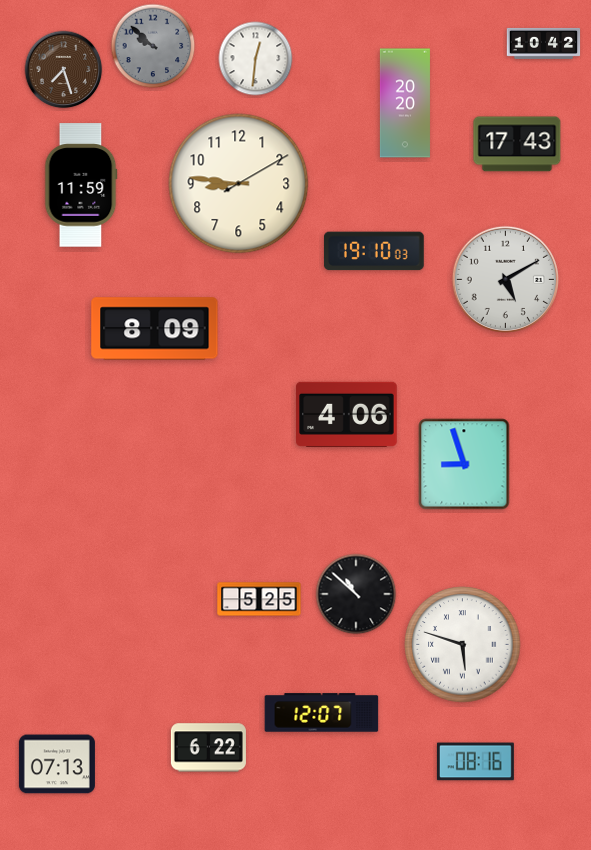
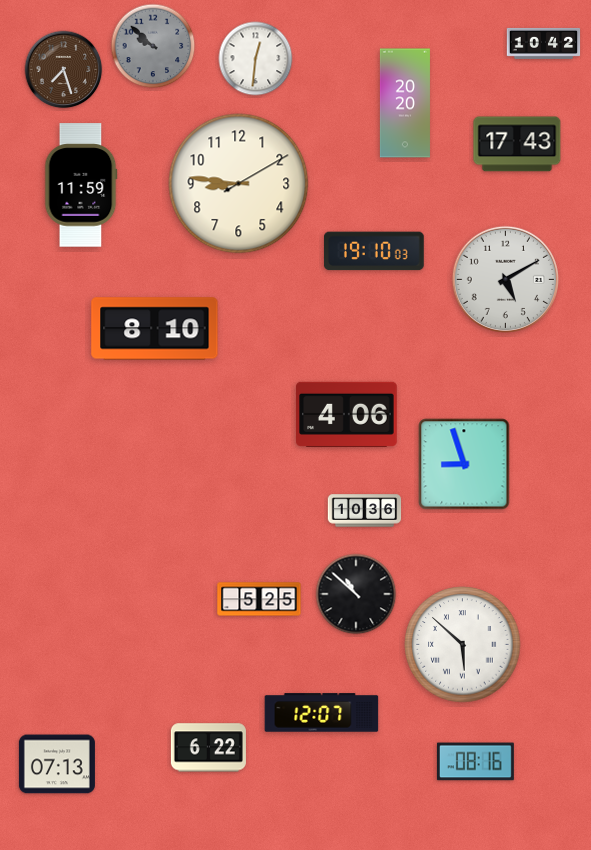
clock at (155, 329): 8:09 -> 8:10
clock at (365, 511): none -> 10:36
clock at (463, 645): 5:48 -> 5:52
